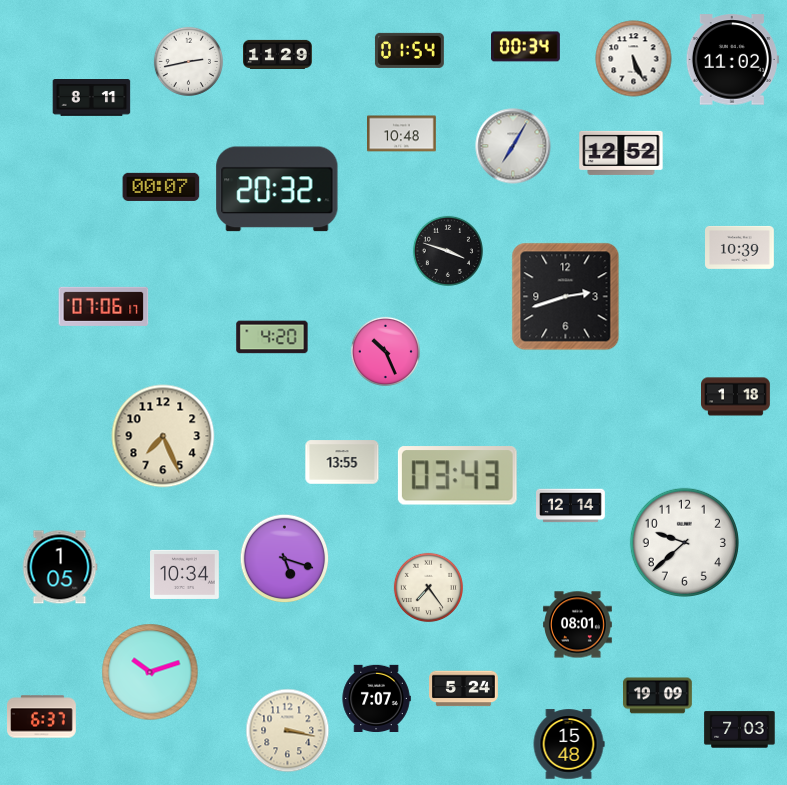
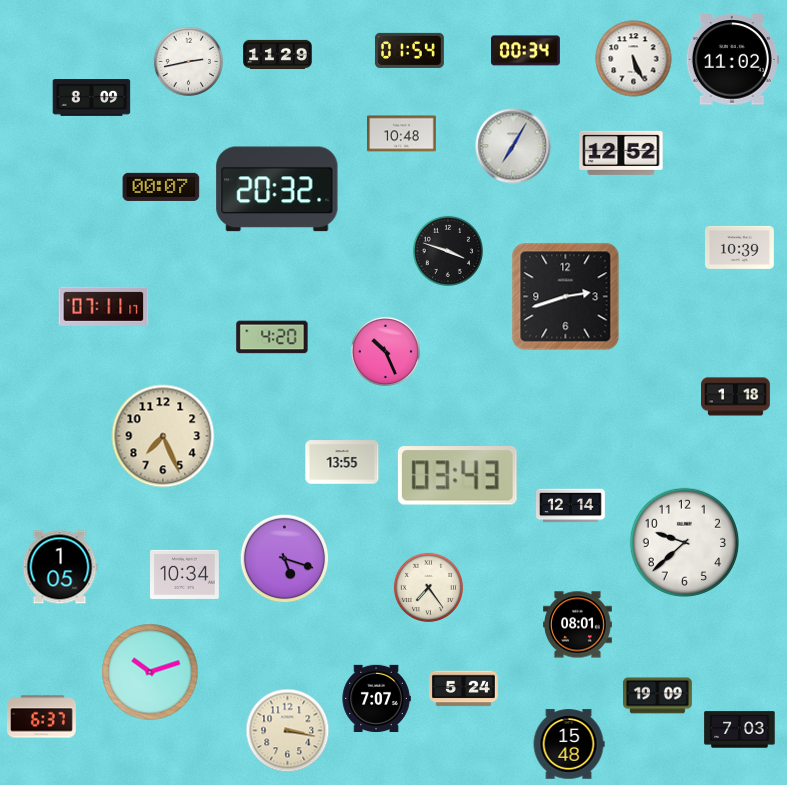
clock at (526, 47) position: (526, 47) -> (526, 51)
clock at (92, 98): 8:11 -> 8:09
clock at (104, 306): 07:06 -> 07:11
